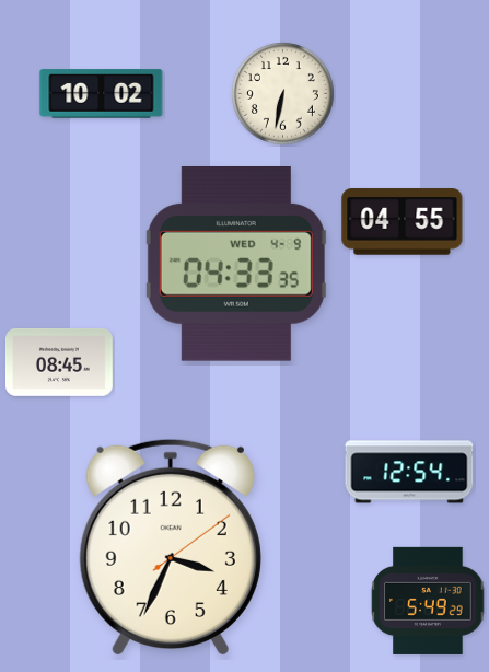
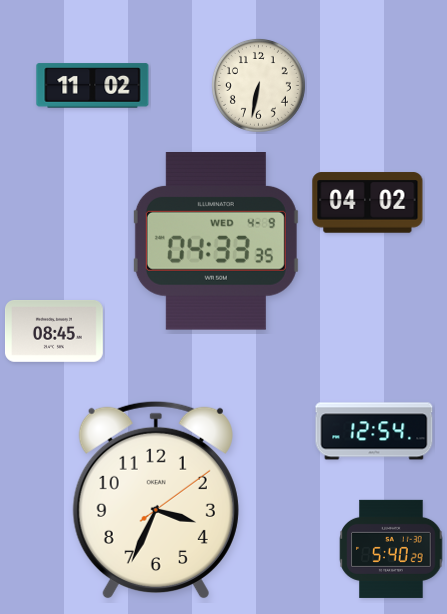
clock at (102, 94): 10:02 -> 11:02
clock at (403, 222): 04:55 -> 04:02
clock at (428, 601): 5:49 -> 5:40
